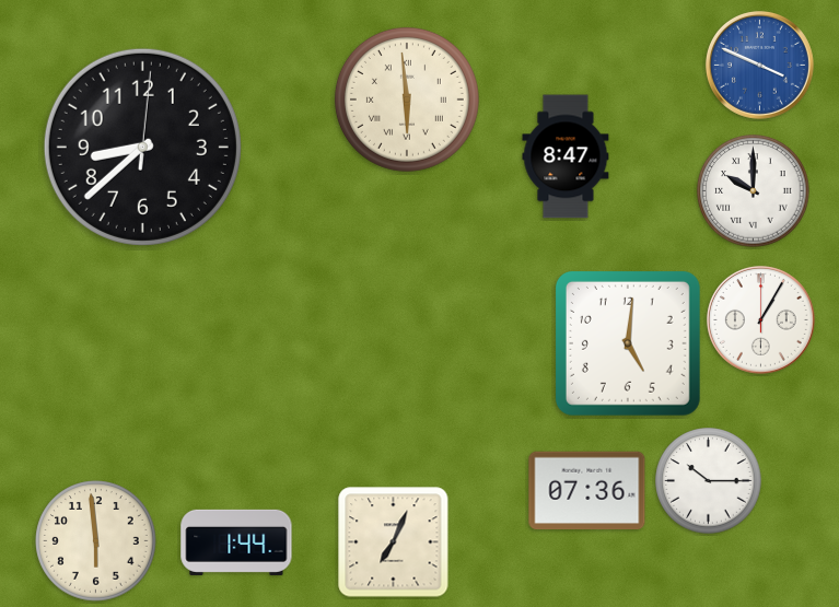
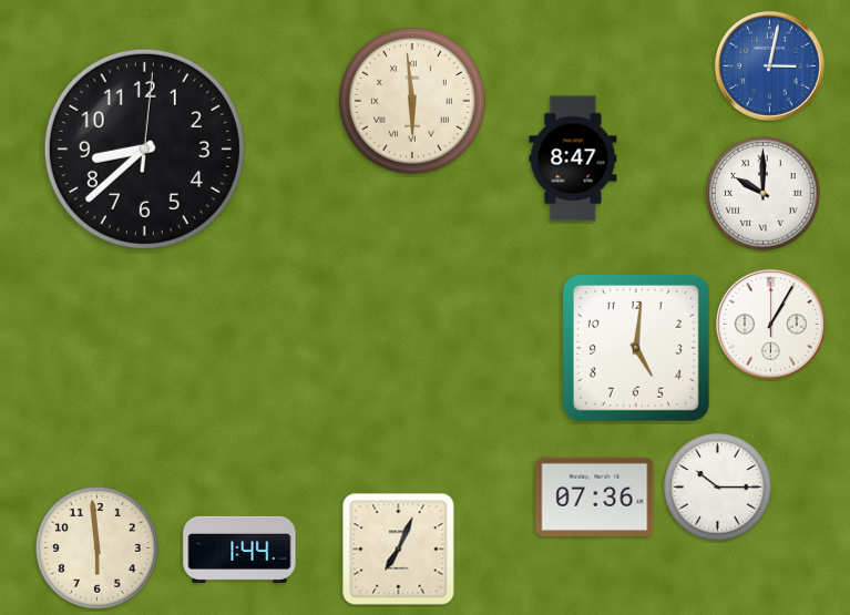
clock at (759, 65): 3:49 -> 3:02
